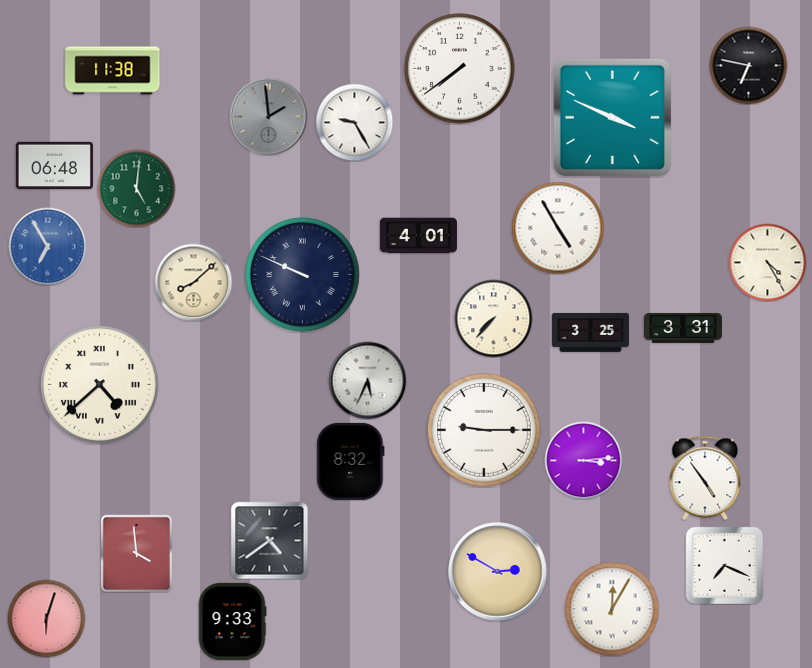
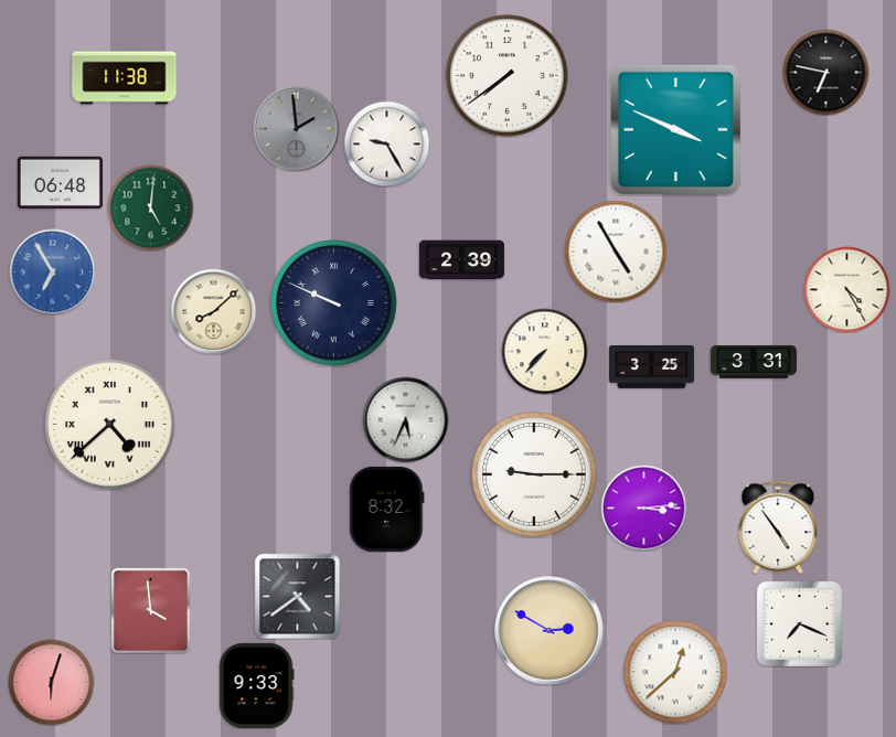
clock at (354, 122) position: (354, 122) -> (386, 143)
clock at (418, 236): 4:01 -> 2:39
clock at (612, 609): 12:05 -> 12:38
